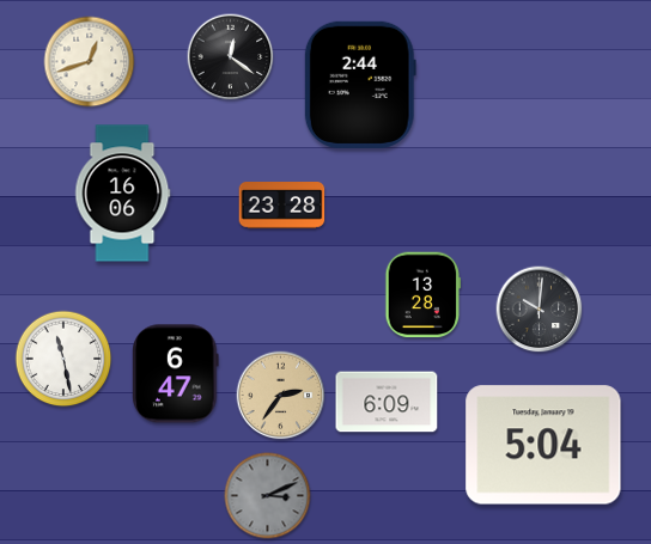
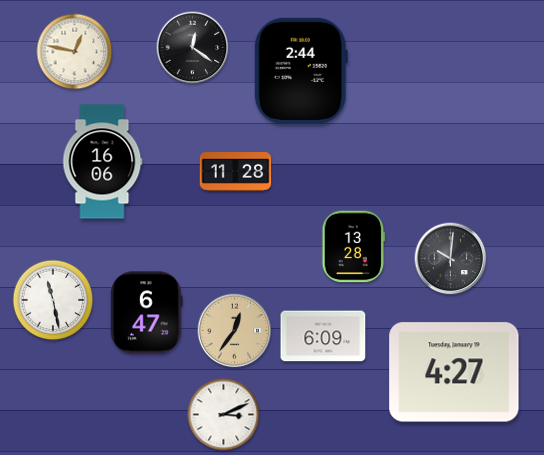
clock at (90, 62): 12:42 -> 12:47
clock at (282, 206): 23:28 -> 11:28
clock at (281, 396): 2:36 -> 12:36
clock at (543, 445): 5:04 -> 4:27
clock at (268, 496) dial: grey -> white
